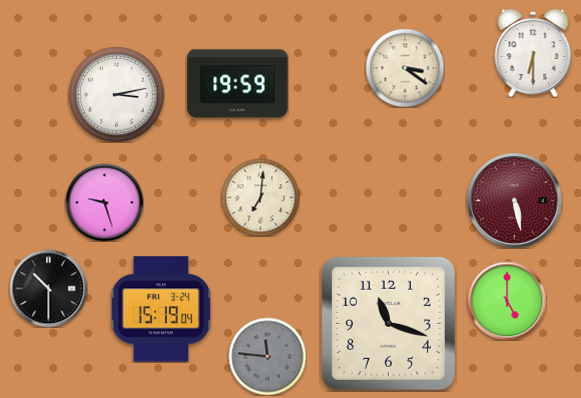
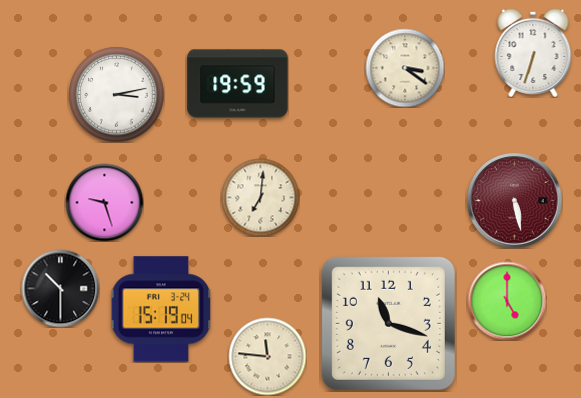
clock at (533, 53): 6:30 -> 6:33
clock at (48, 288) position: (48, 288) -> (60, 288)
clock at (267, 356) dial: grey -> cream
